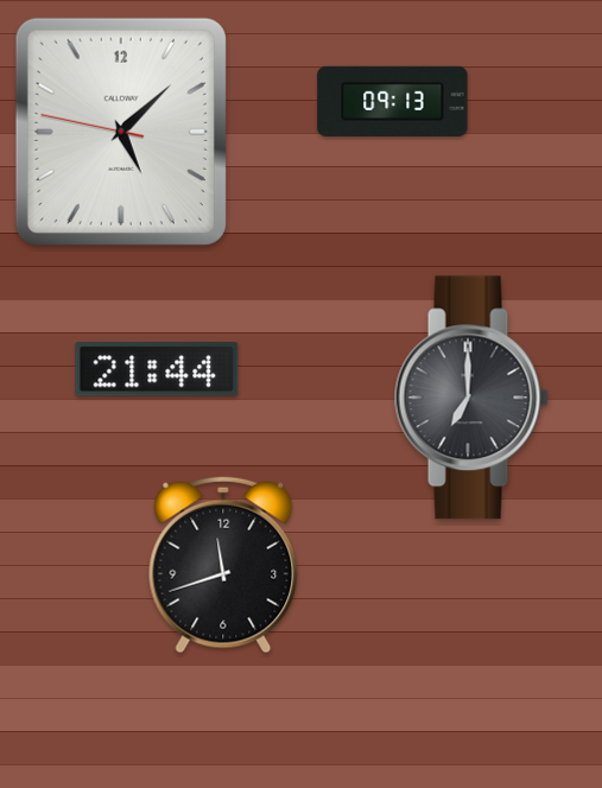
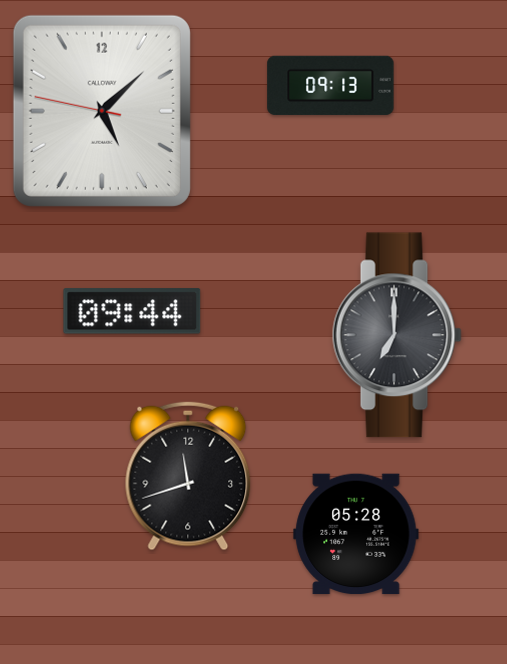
clock at (157, 369): 21:44 -> 09:44
clock at (356, 534): none -> 05:28
